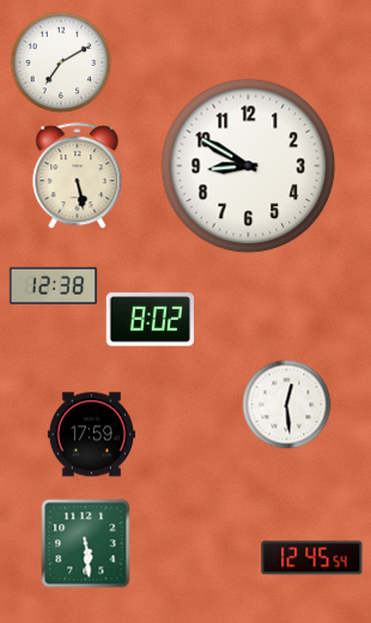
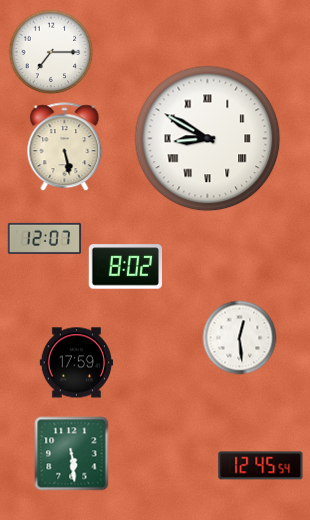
clock at (61, 62): 7:10 -> 7:15
clock at (249, 167) numerals: Arabic -> Roman
clock at (53, 285): 12:38 -> 12:07
